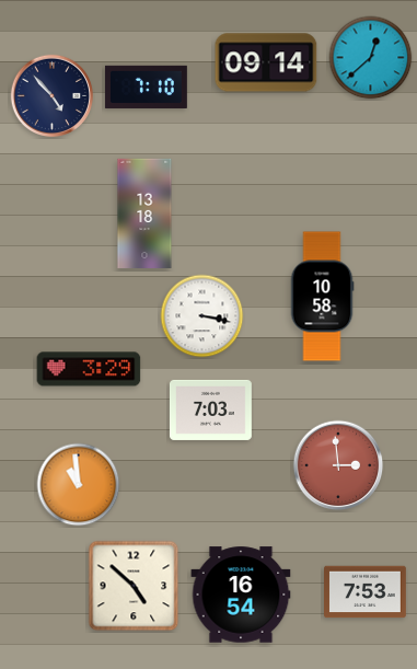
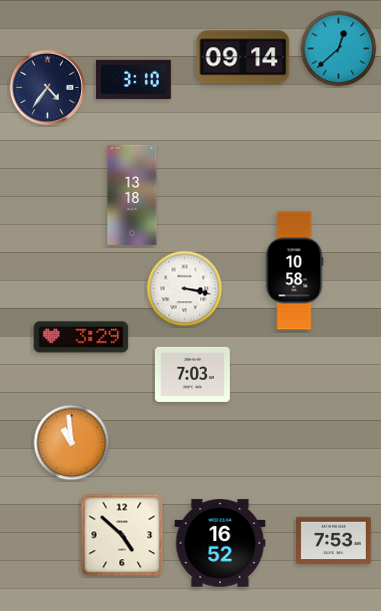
clock at (371, 58) position: (371, 58) -> (339, 49)
clock at (146, 86): 7:10 -> 3:10
clock at (53, 96): 4:53 -> 4:36
clock at (338, 465): 2:59 -> none
clock at (241, 595): 16:54 -> 16:52
